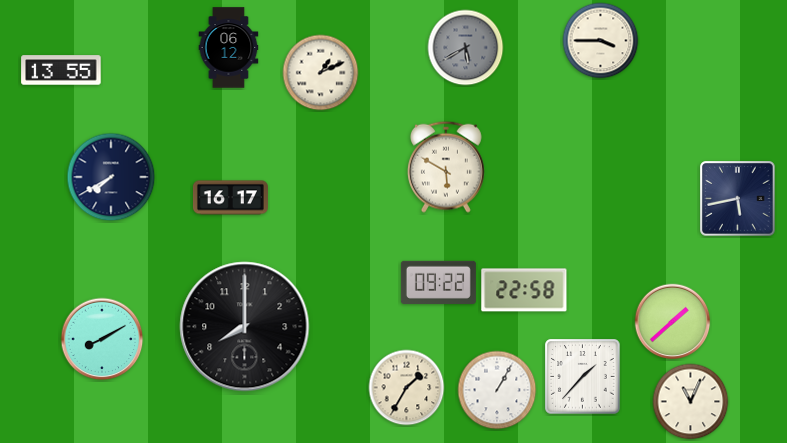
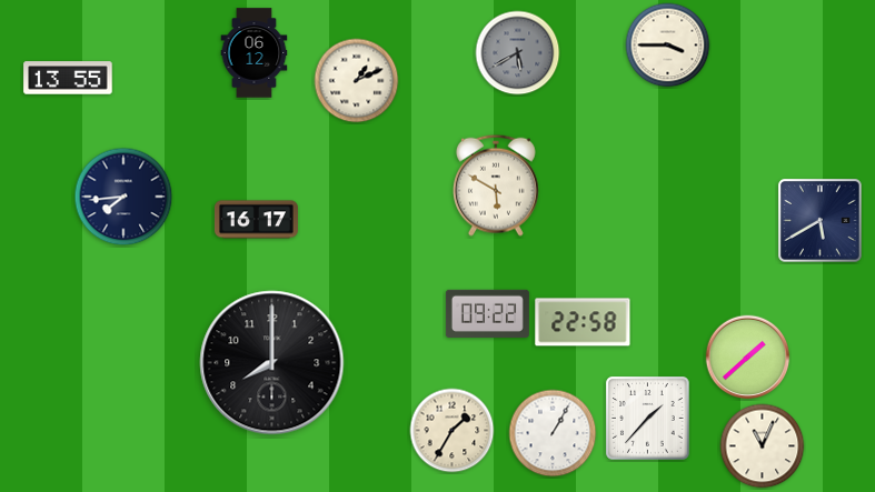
clock at (111, 177): 7:40 -> 7:44
clock at (738, 199): 5:43 -> 5:40
clock at (102, 339): 8:10 -> none
clock at (691, 402) position: (691, 402) -> (763, 446)
